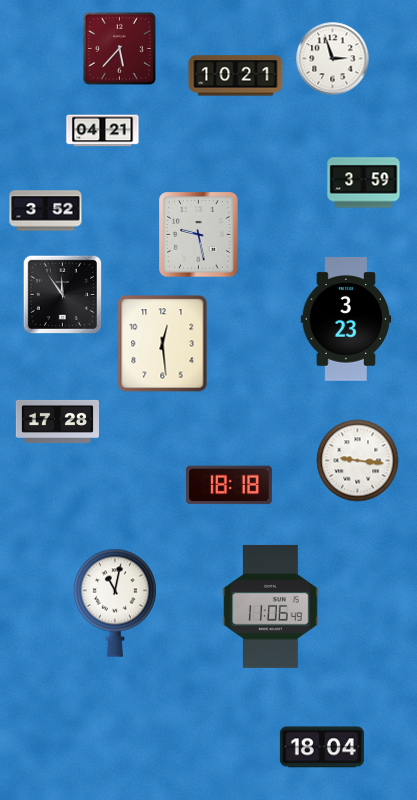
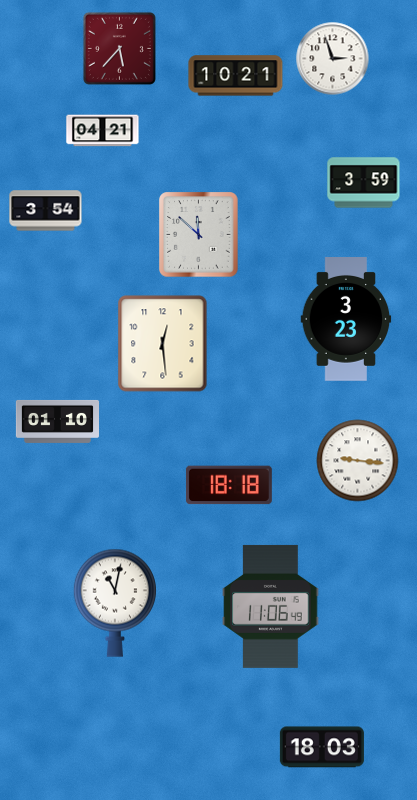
clock at (46, 211): 3:52 -> 3:54
clock at (199, 235): 9:28 -> 11:52
clock at (62, 294): 11:54 -> none
clock at (57, 421): 17:28 -> 01:10
clock at (322, 747): 18:04 -> 18:03
